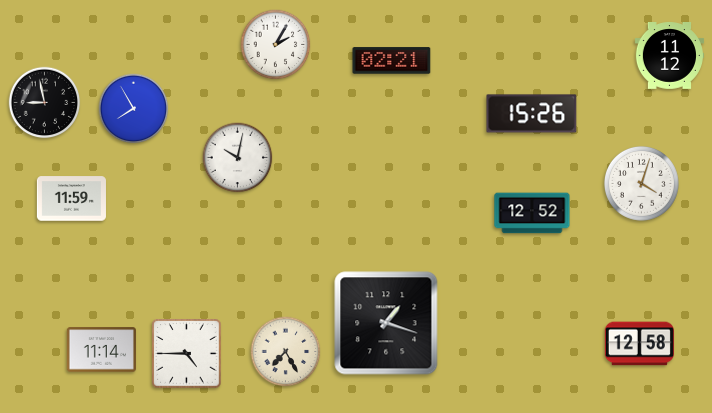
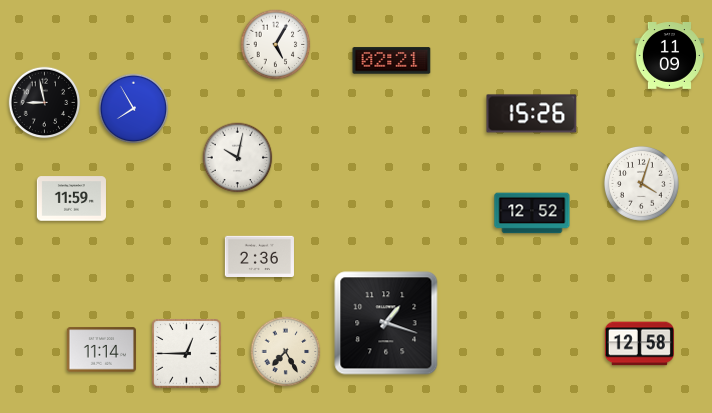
clock at (276, 45): 2:05 -> 5:05
clock at (669, 56): 11:12 -> 11:09
clock at (259, 256): none -> 2:36
clock at (187, 354): 4:45 -> 12:45
